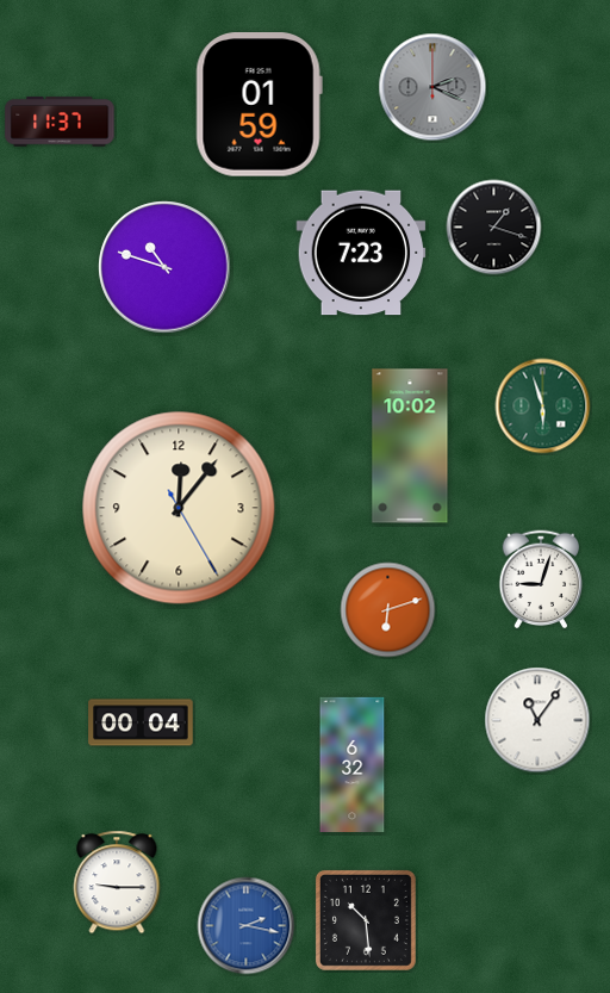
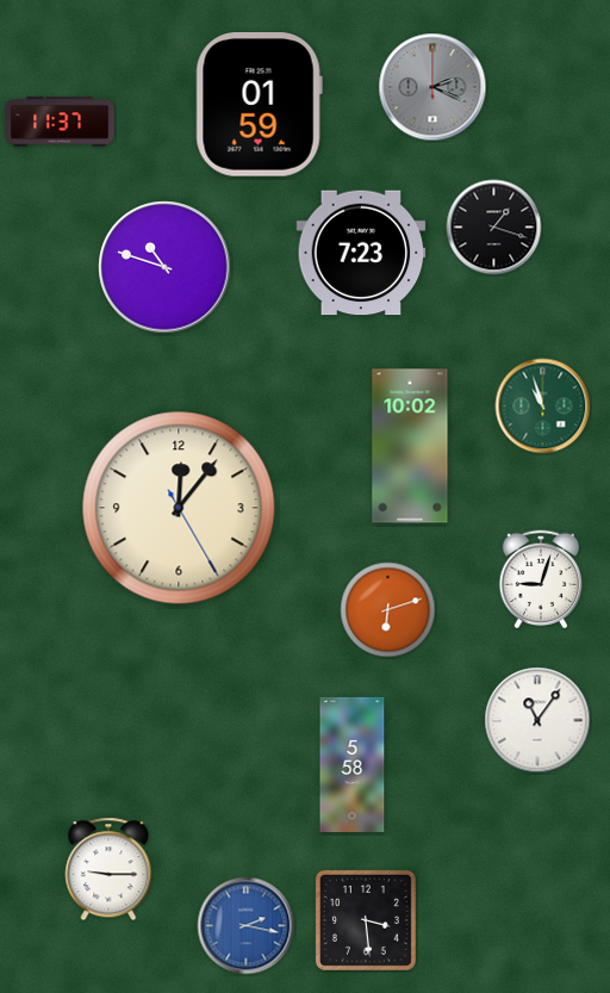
clock at (543, 406): 5:57 -> 10:57
clock at (141, 722): 00:04 -> none
clock at (353, 764): 6:32 -> 5:58
clock at (117, 882) position: (117, 882) -> (108, 869)
clock at (366, 920): 10:29 -> 3:29
